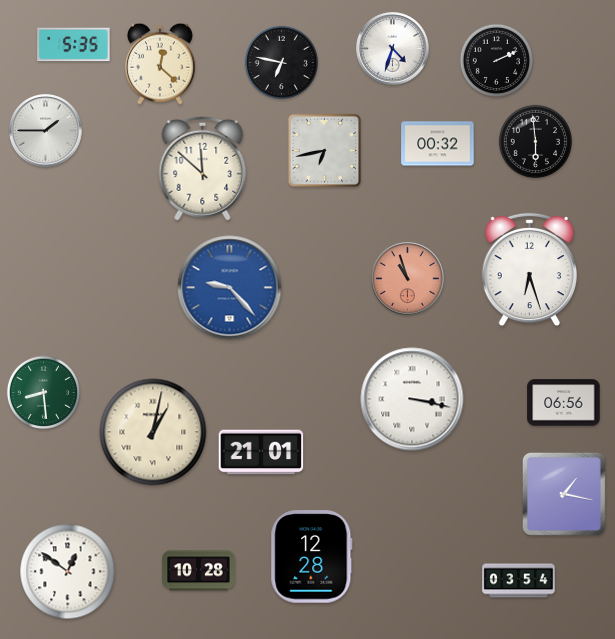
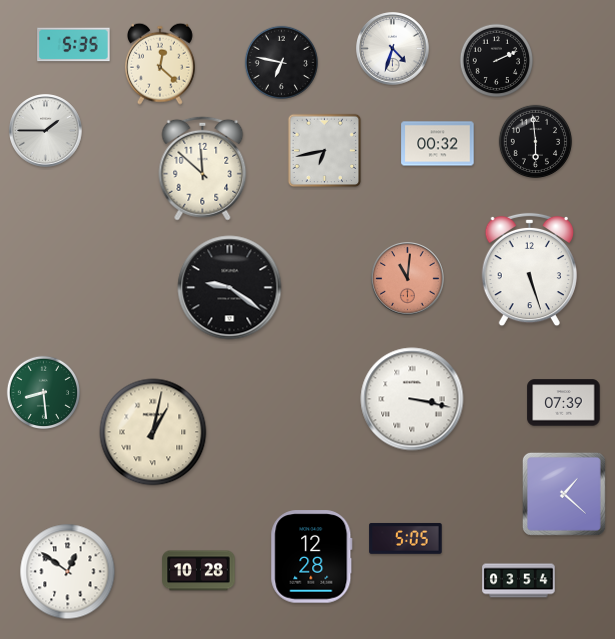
clock at (529, 270): 6:27 -> 5:27
clock at (408, 279): 10:57 -> 11:01
clock at (230, 288): 9:23 -> 9:21
clock at (230, 288) dial: blue -> black
clock at (564, 403): 06:56 -> 07:39
clock at (261, 452): 21:01 -> none
clock at (564, 494): 1:17 -> 1:22
clock at (406, 539): none -> 5:05
